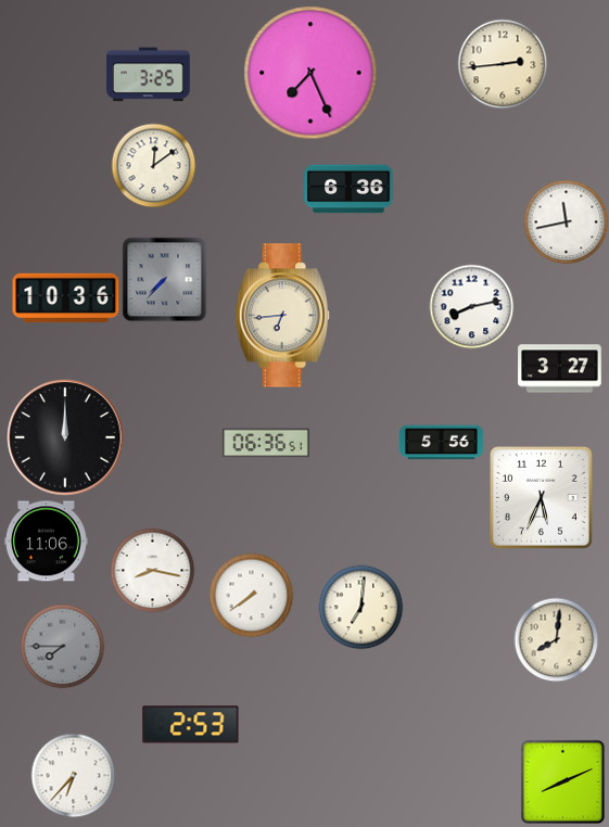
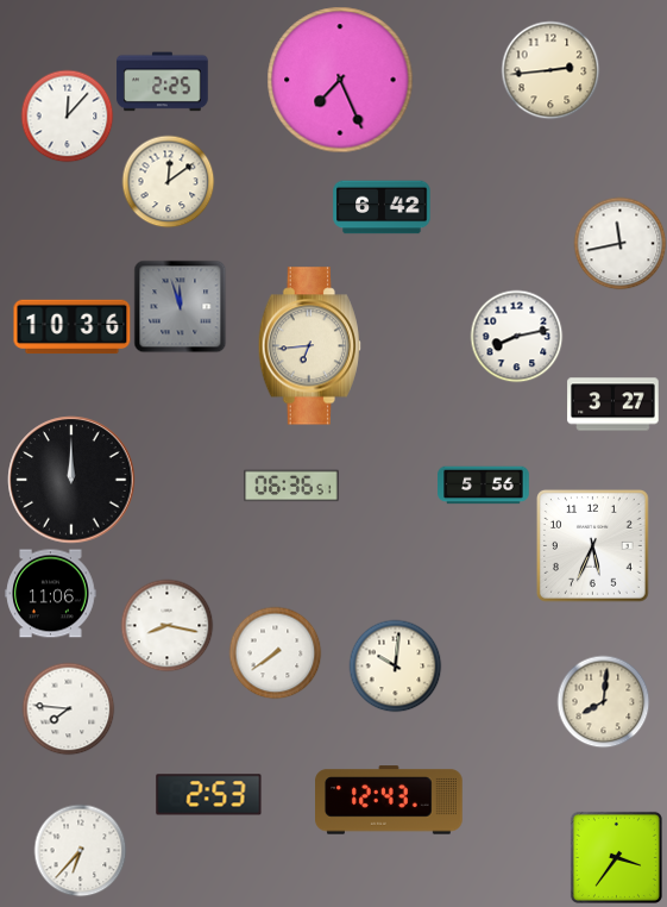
clock at (149, 75): 3:25 -> 2:25
clock at (67, 115): none -> 12:07
clock at (348, 189): 6:36 -> 6:42
clock at (164, 279): 7:37 -> 11:57
clock at (360, 607): 7:01 -> 10:01
clock at (556, 639) position: (556, 639) -> (603, 701)
clock at (62, 646): 7:45 -> 7:46
clock at (62, 646) dial: grey -> white
clock at (390, 800): none -> 12:43
clock at (562, 781): 8:11 -> 3:36
